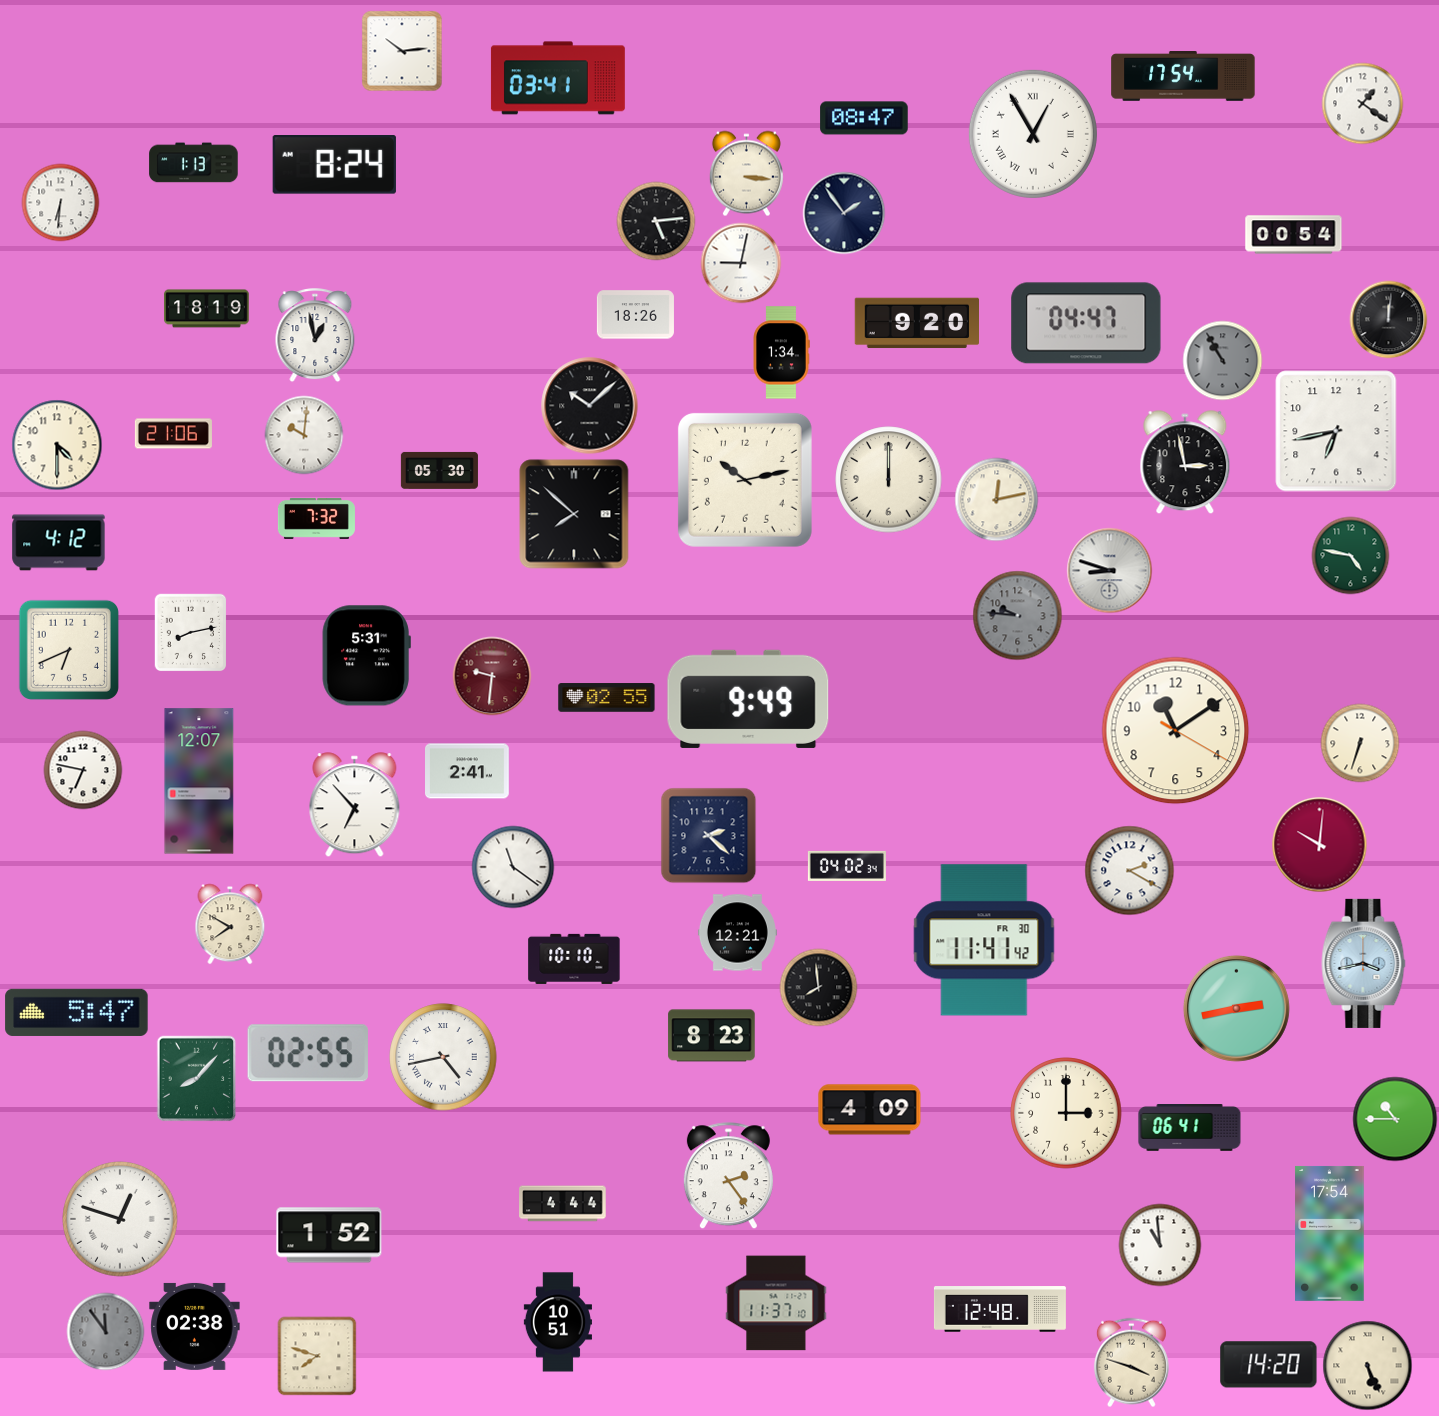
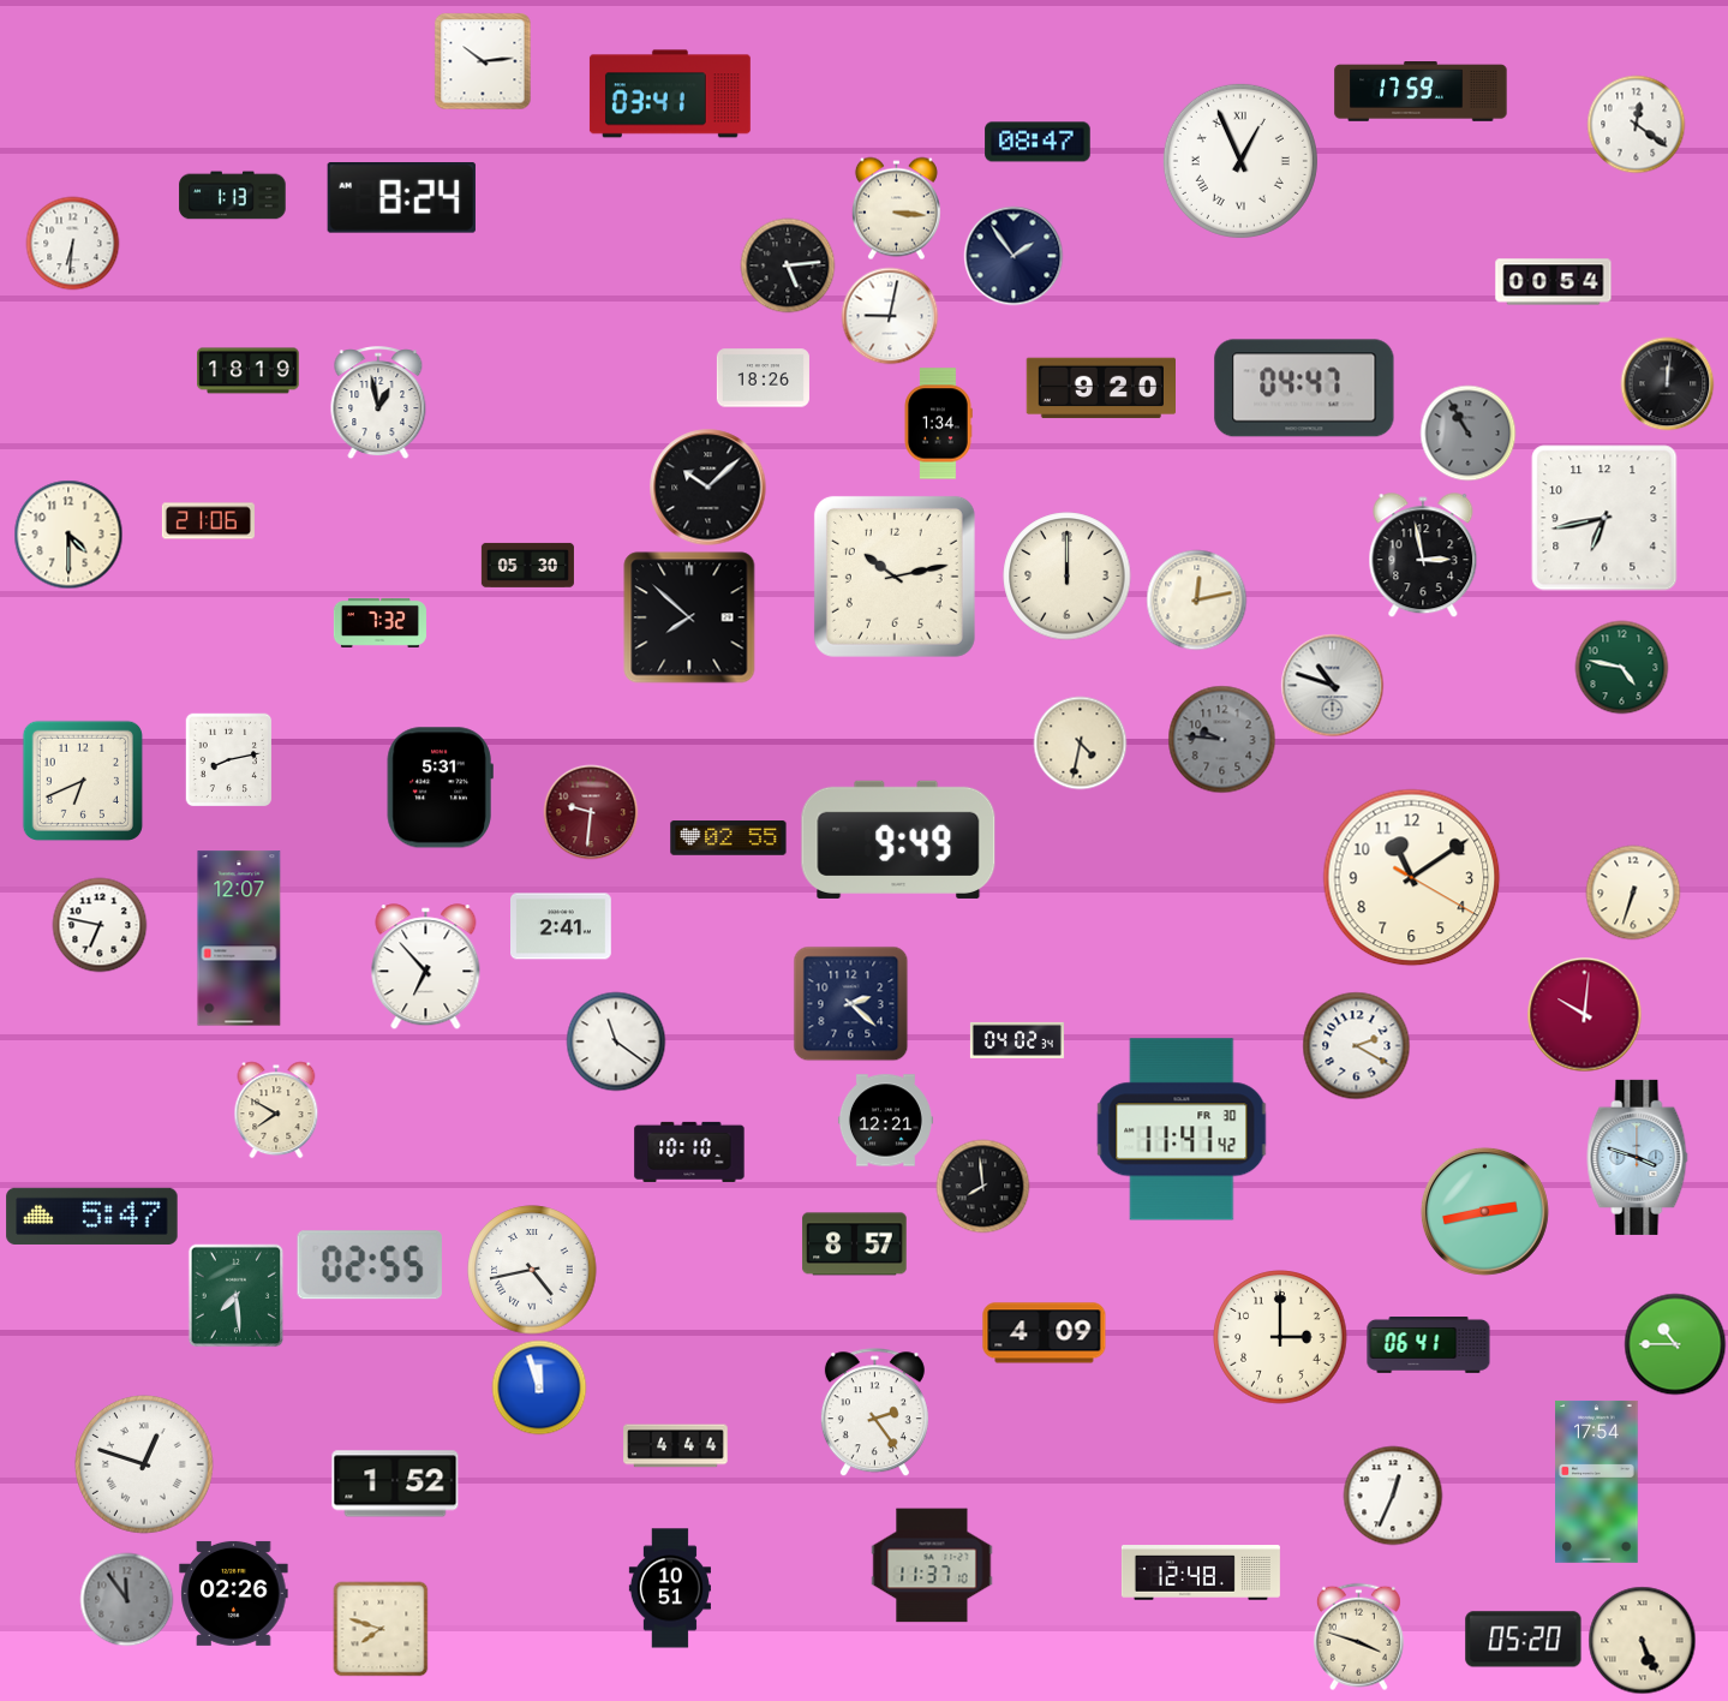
clock at (1183, 77): 17:54 -> 17:59
clock at (1362, 103): 1:21 -> 12:21
clock at (1033, 134): 12:55 -> 12:56
clock at (304, 435): 10:01 -> none
clock at (59, 543): 4:12 -> none
clock at (1109, 570): 8:48 -> 10:48
clock at (1080, 742): none -> 4:32
clock at (1364, 963): 3:43 -> 3:48
clock at (712, 1036): 8:23 -> 8:57
clock at (197, 1078): 8:07 -> 7:29
clock at (1190, 1128) position: (1190, 1128) -> (1429, 1345)
clock at (539, 1387): none -> 11:57
clock at (1160, 1245): 10:59 -> 12:34
clock at (195, 1326): 02:38 -> 02:26
clock at (1269, 1365): 14:20 -> 05:20
